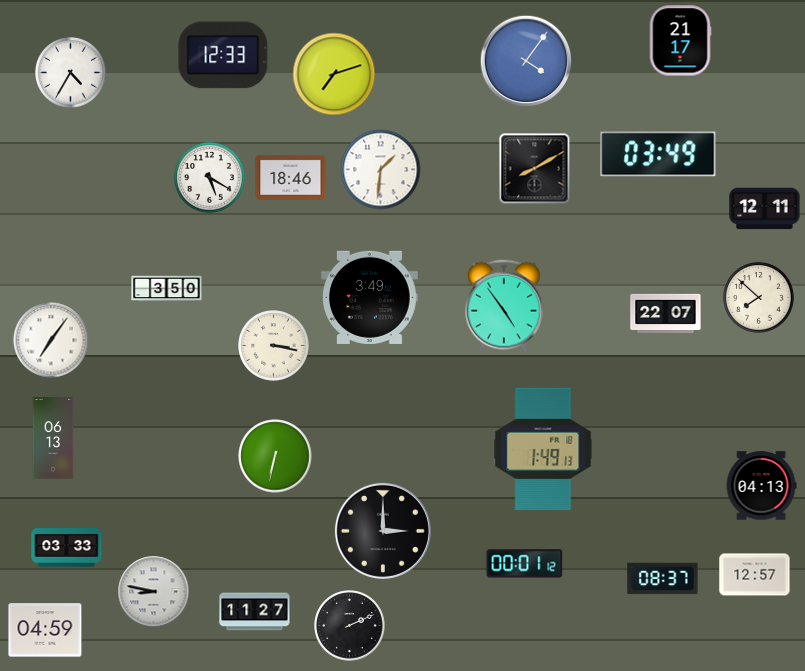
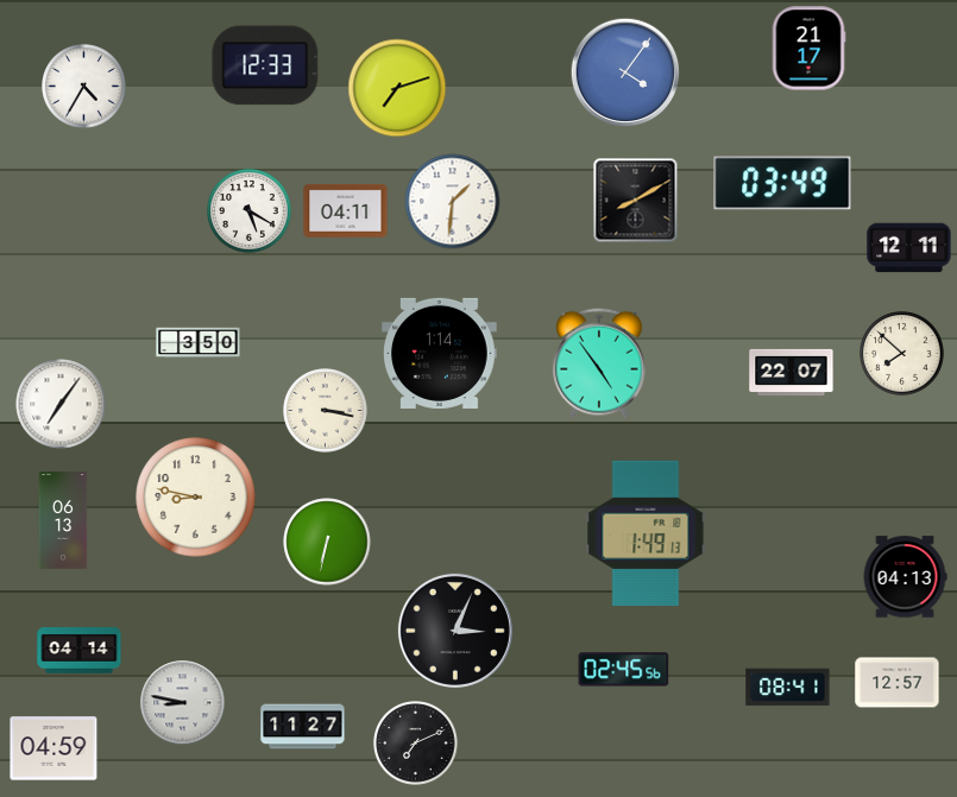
clock at (291, 177): 18:46 -> 04:11
clock at (370, 297): 3:49 -> 1:14
clock at (196, 498): none -> 8:47
clock at (383, 531): 3:00 -> 3:04
clock at (67, 548): 03:33 -> 04:14
clock at (525, 564): 00:01 -> 02:45
clock at (663, 579): 08:37 -> 08:41
clock at (350, 626): 2:11 -> 7:11
